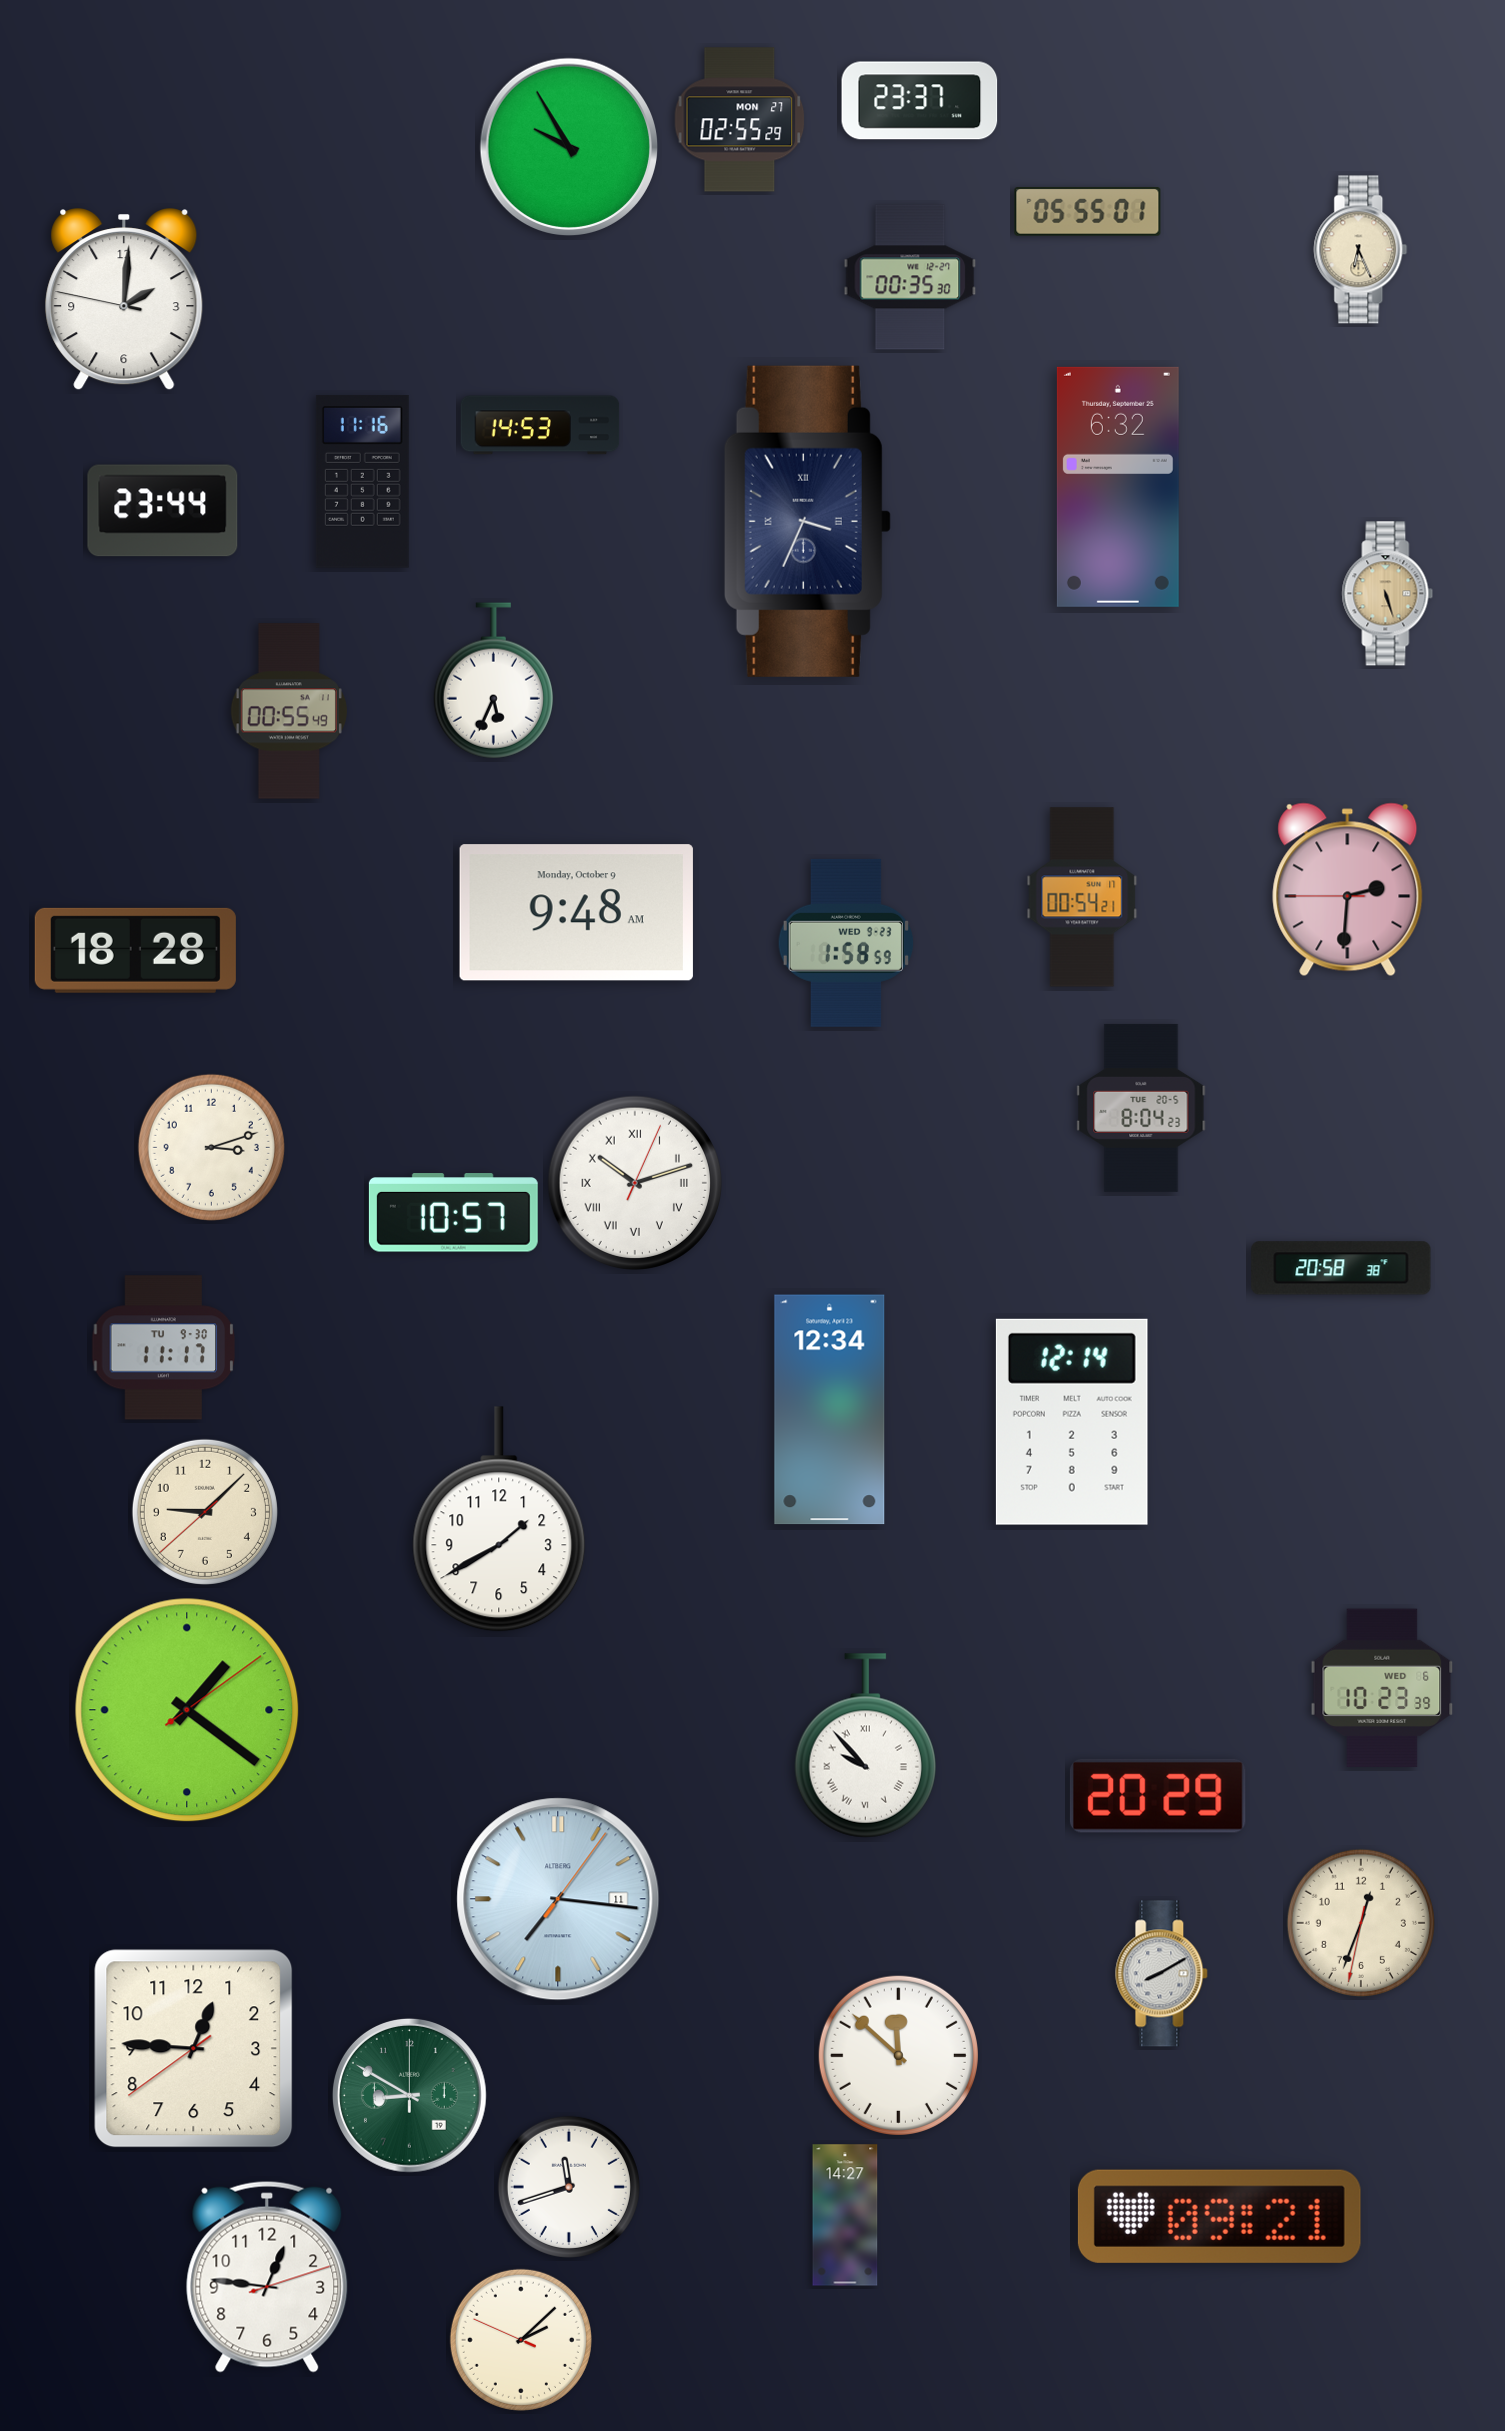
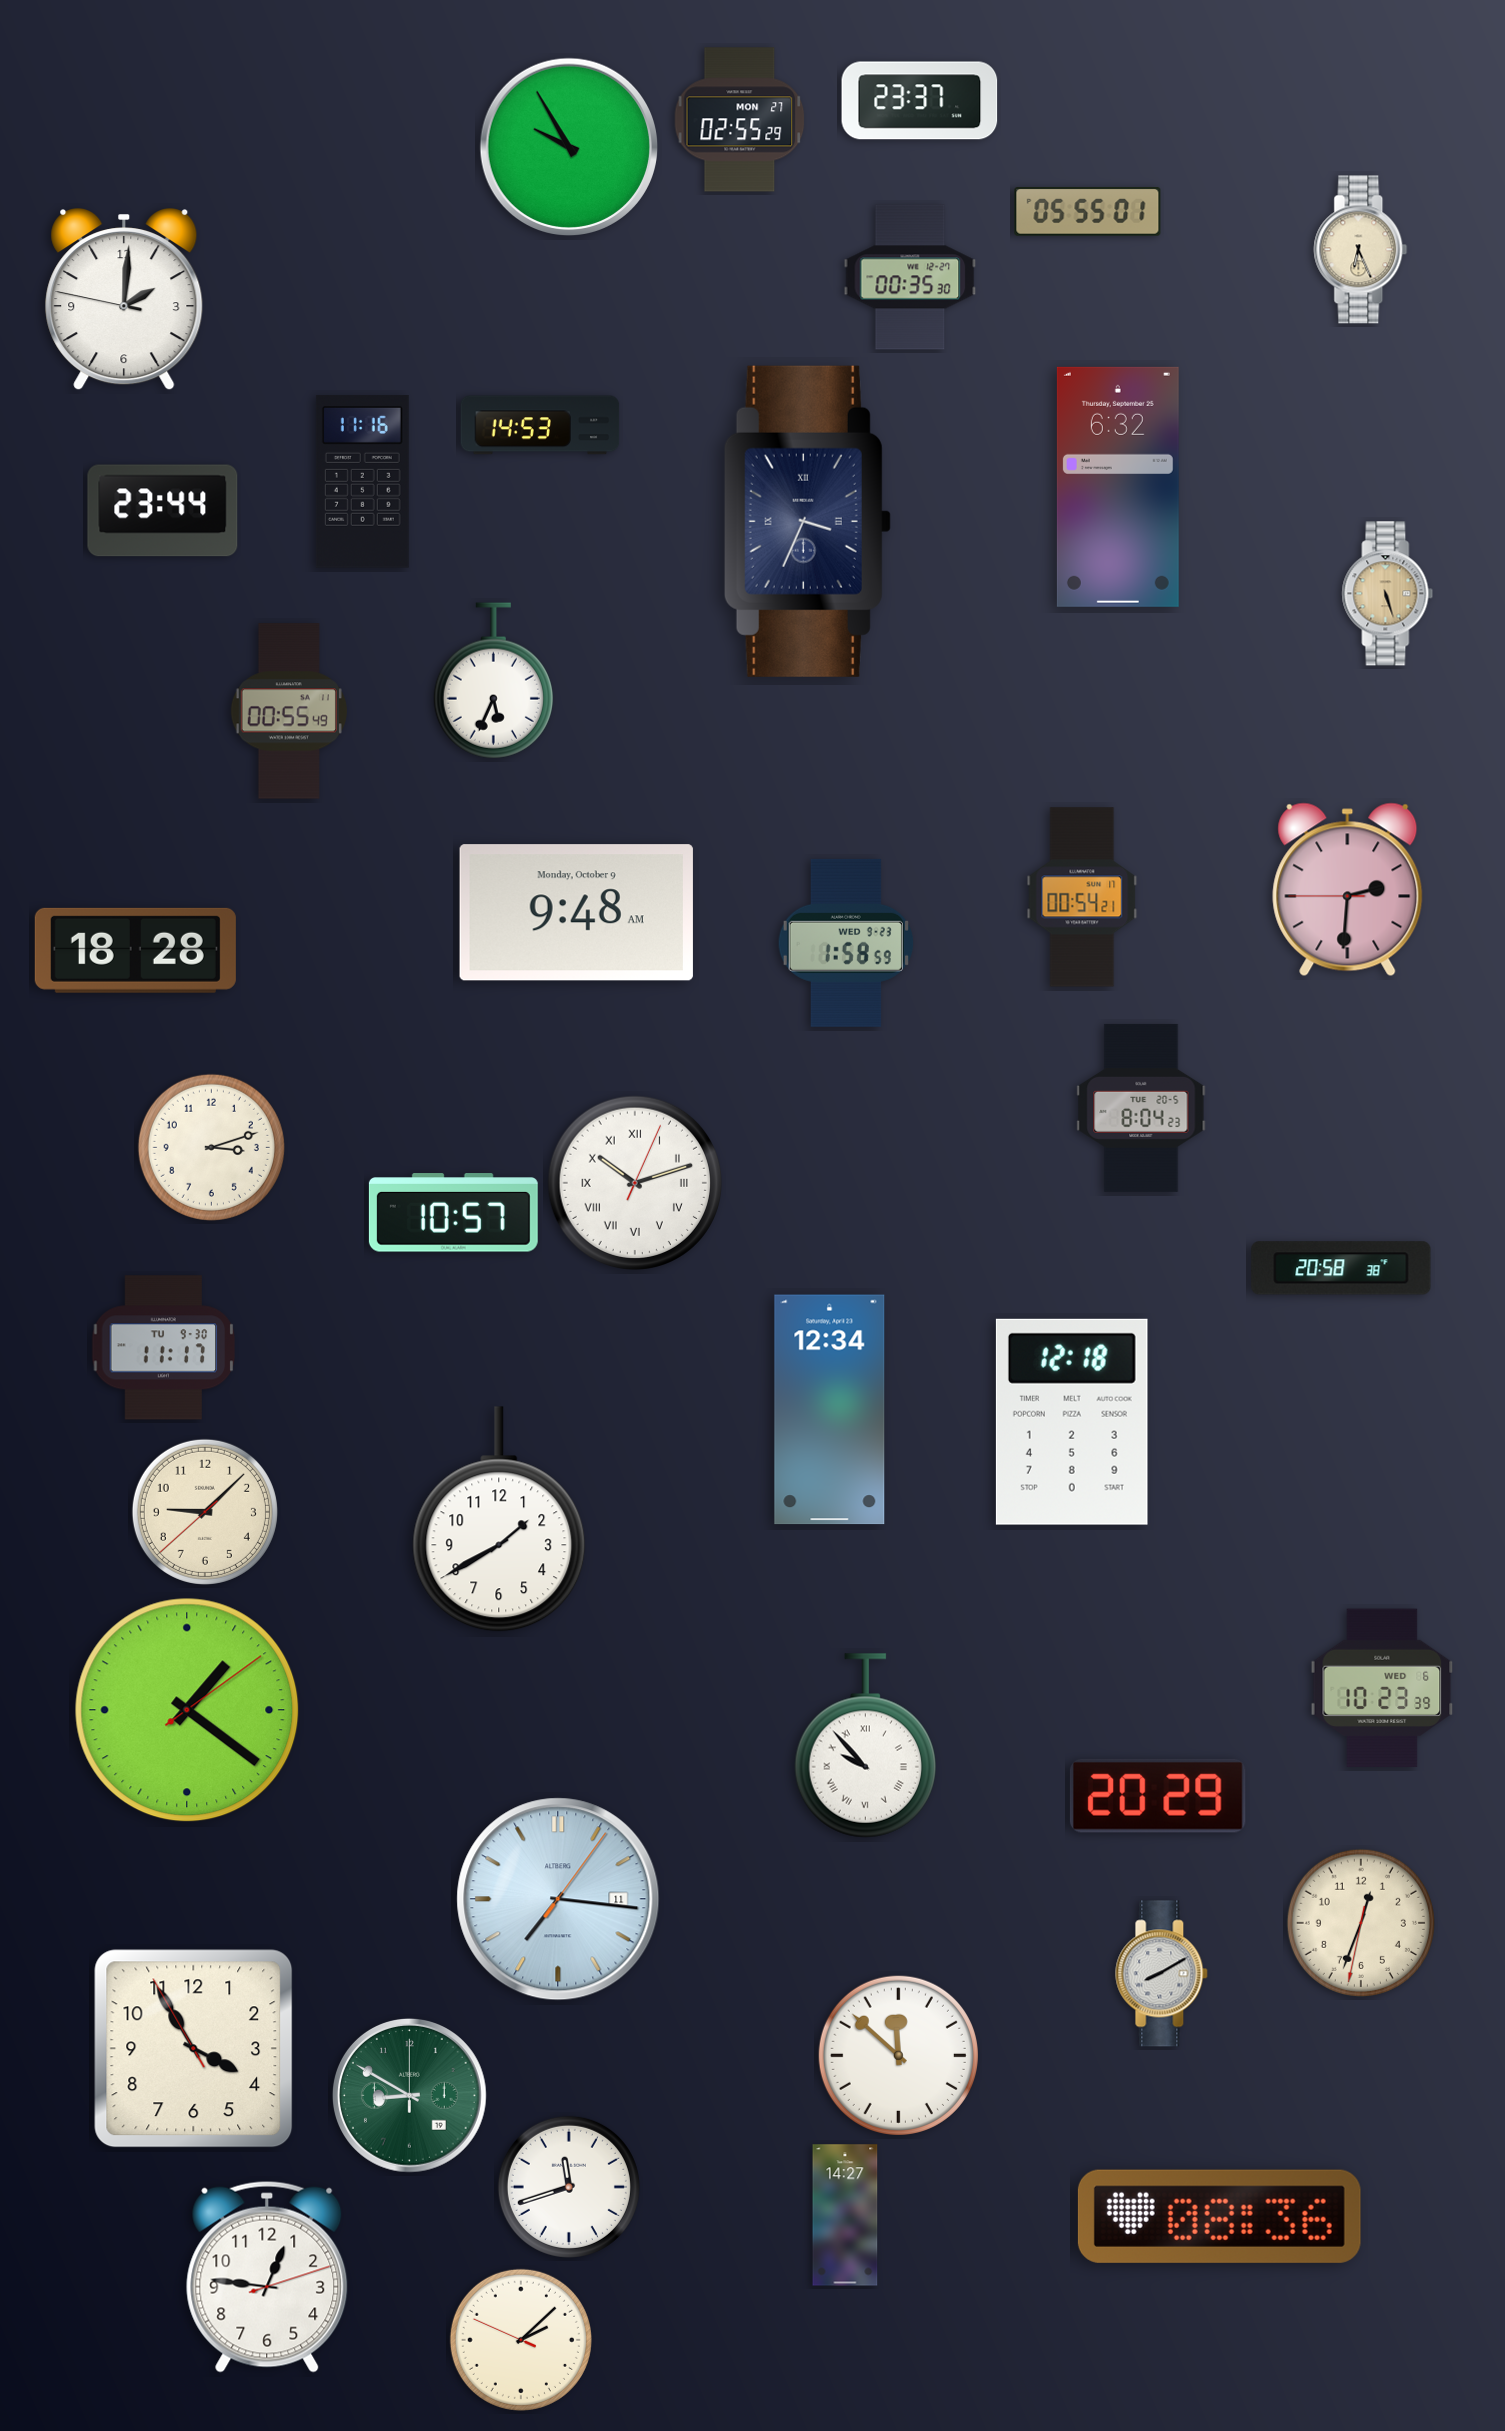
clock at (1072, 1422): 12:14 -> 12:18
clock at (194, 2049): 12:45 -> 3:54
clock at (1219, 2216): 09:21 -> 08:36
